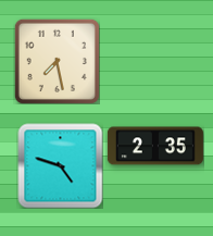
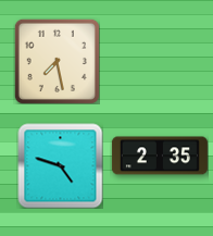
clock at (155, 146) position: (155, 146) -> (160, 156)
